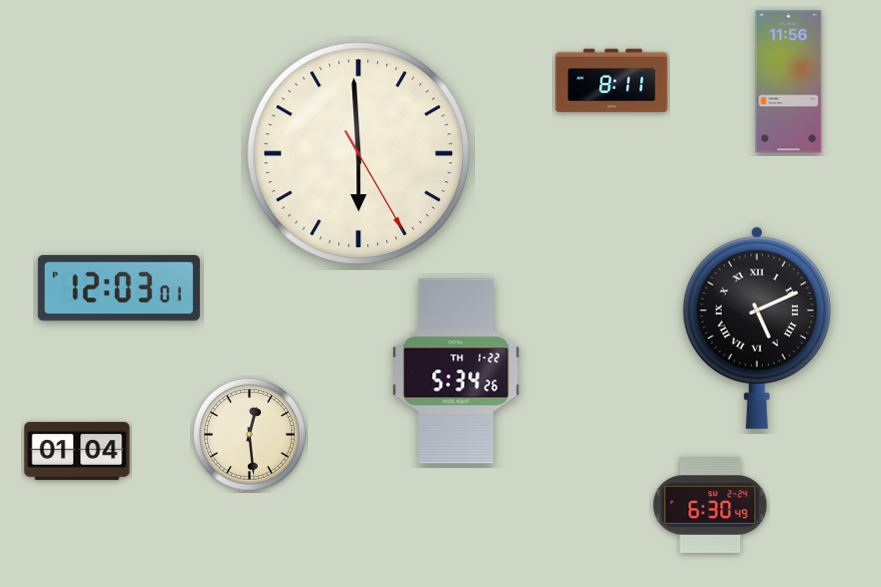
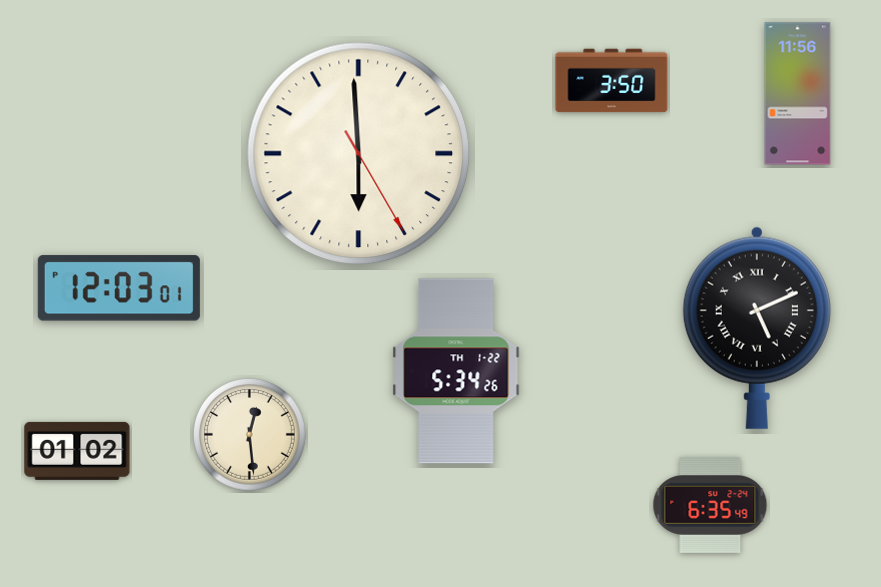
clock at (612, 81): 8:11 -> 3:50
clock at (789, 82) position: (789, 82) -> (798, 94)
clock at (77, 451): 01:04 -> 01:02
clock at (710, 505): 6:30 -> 6:35
